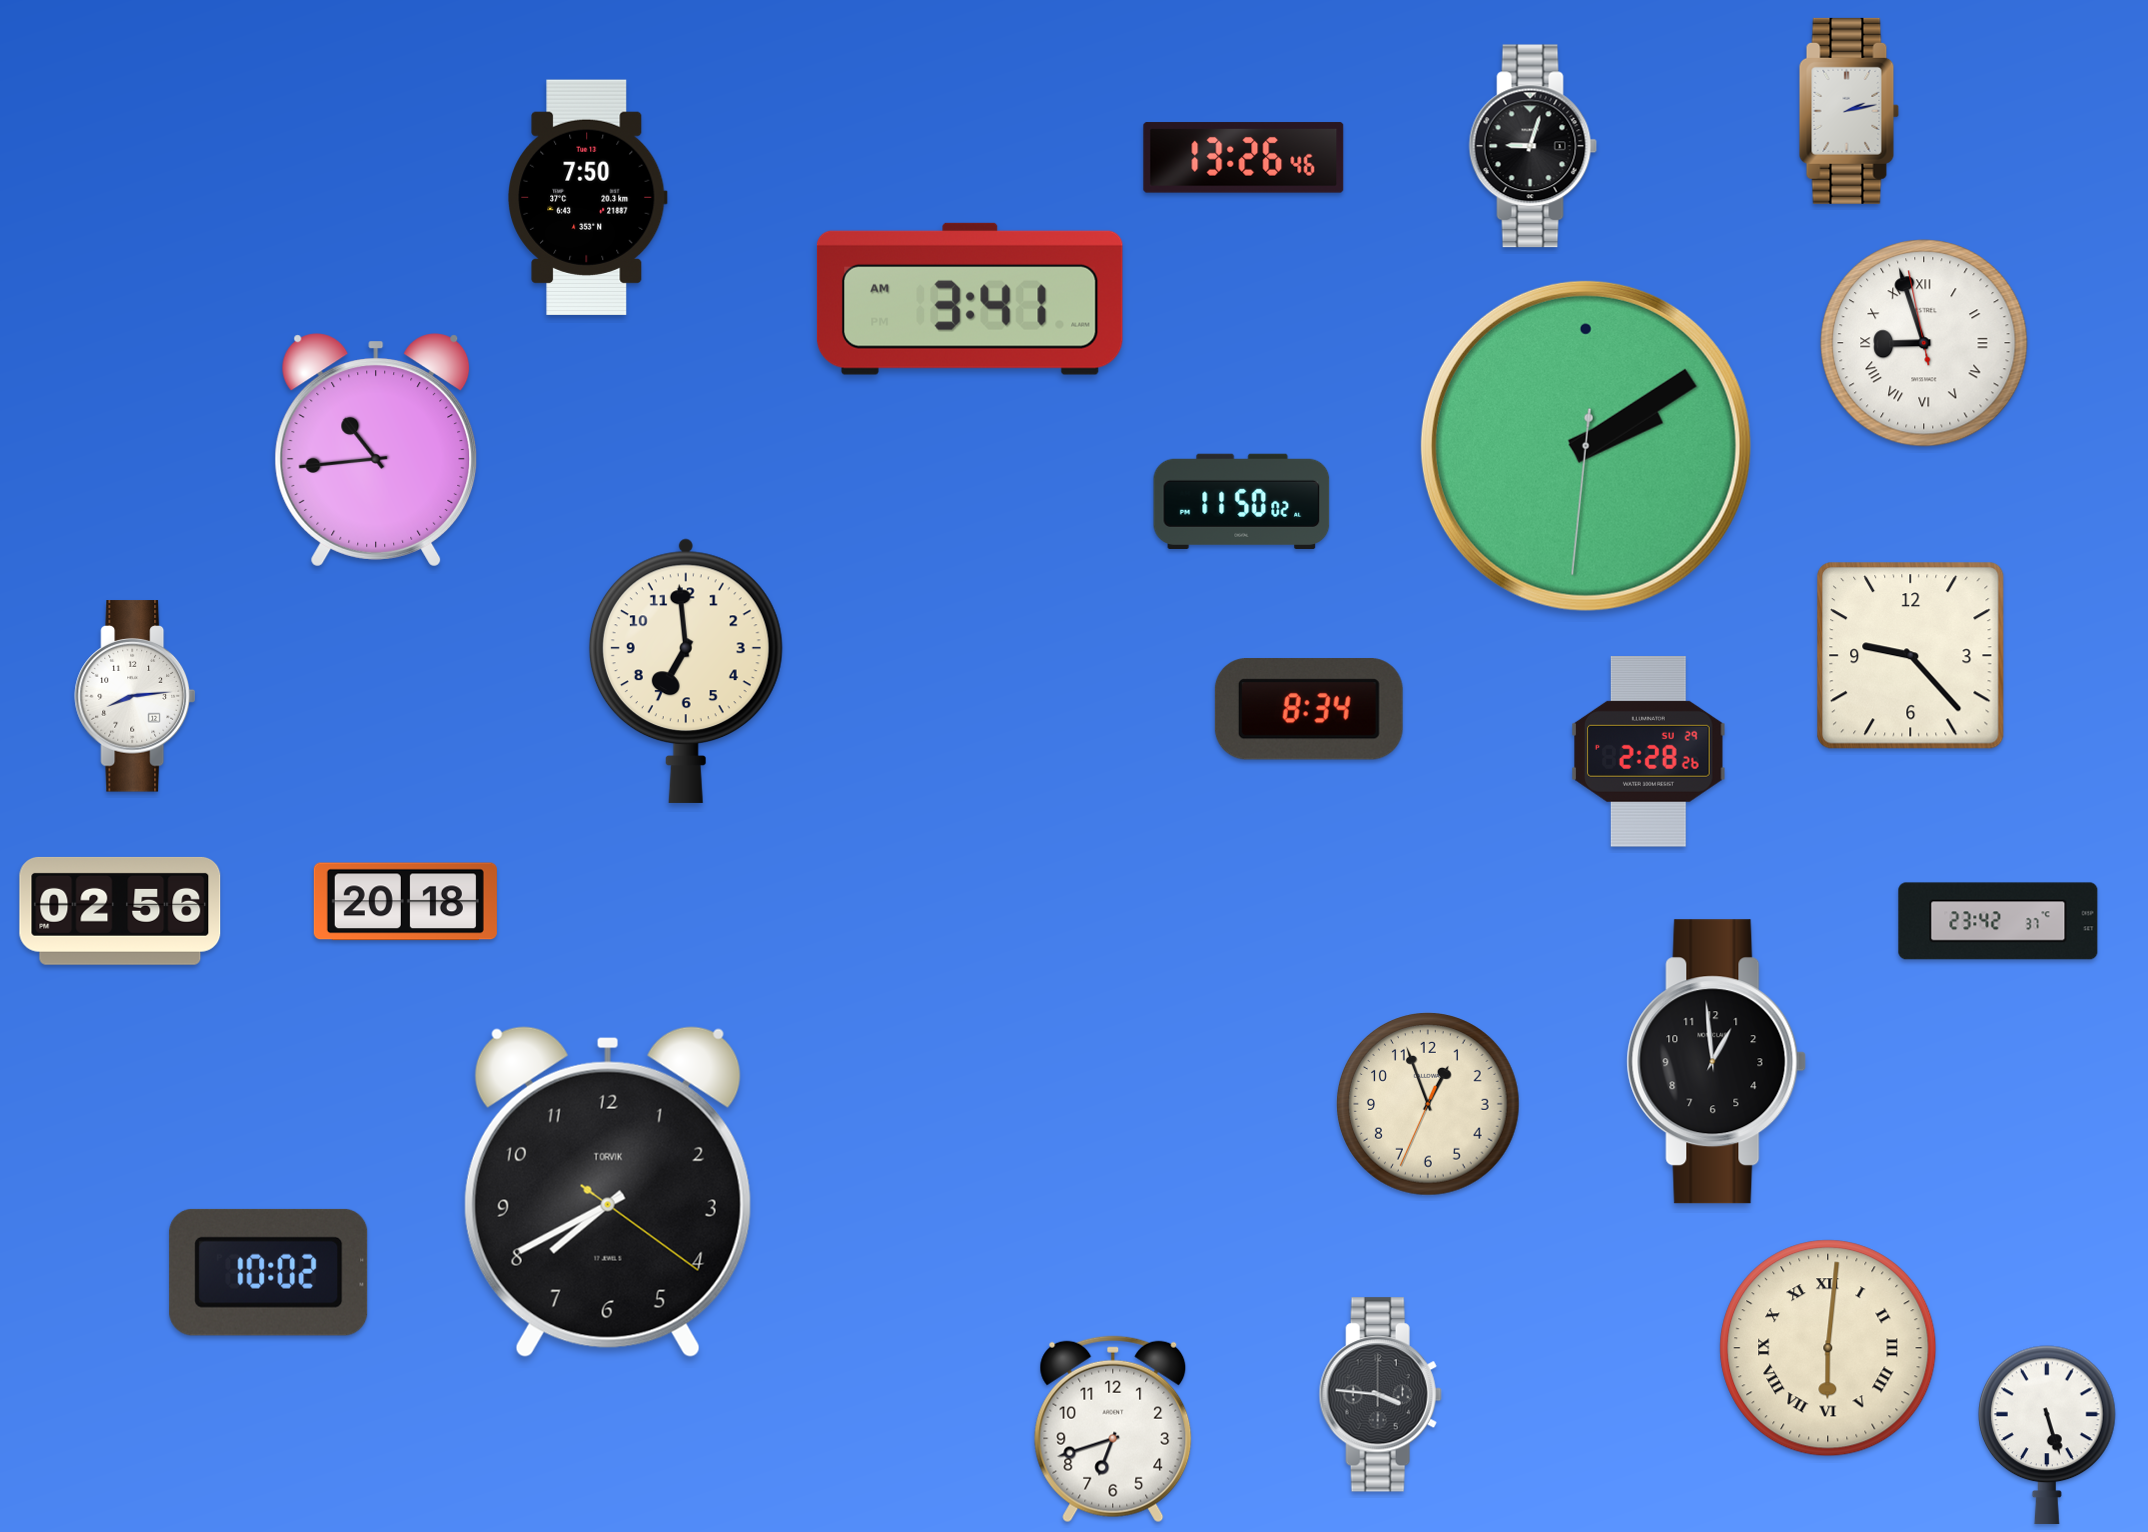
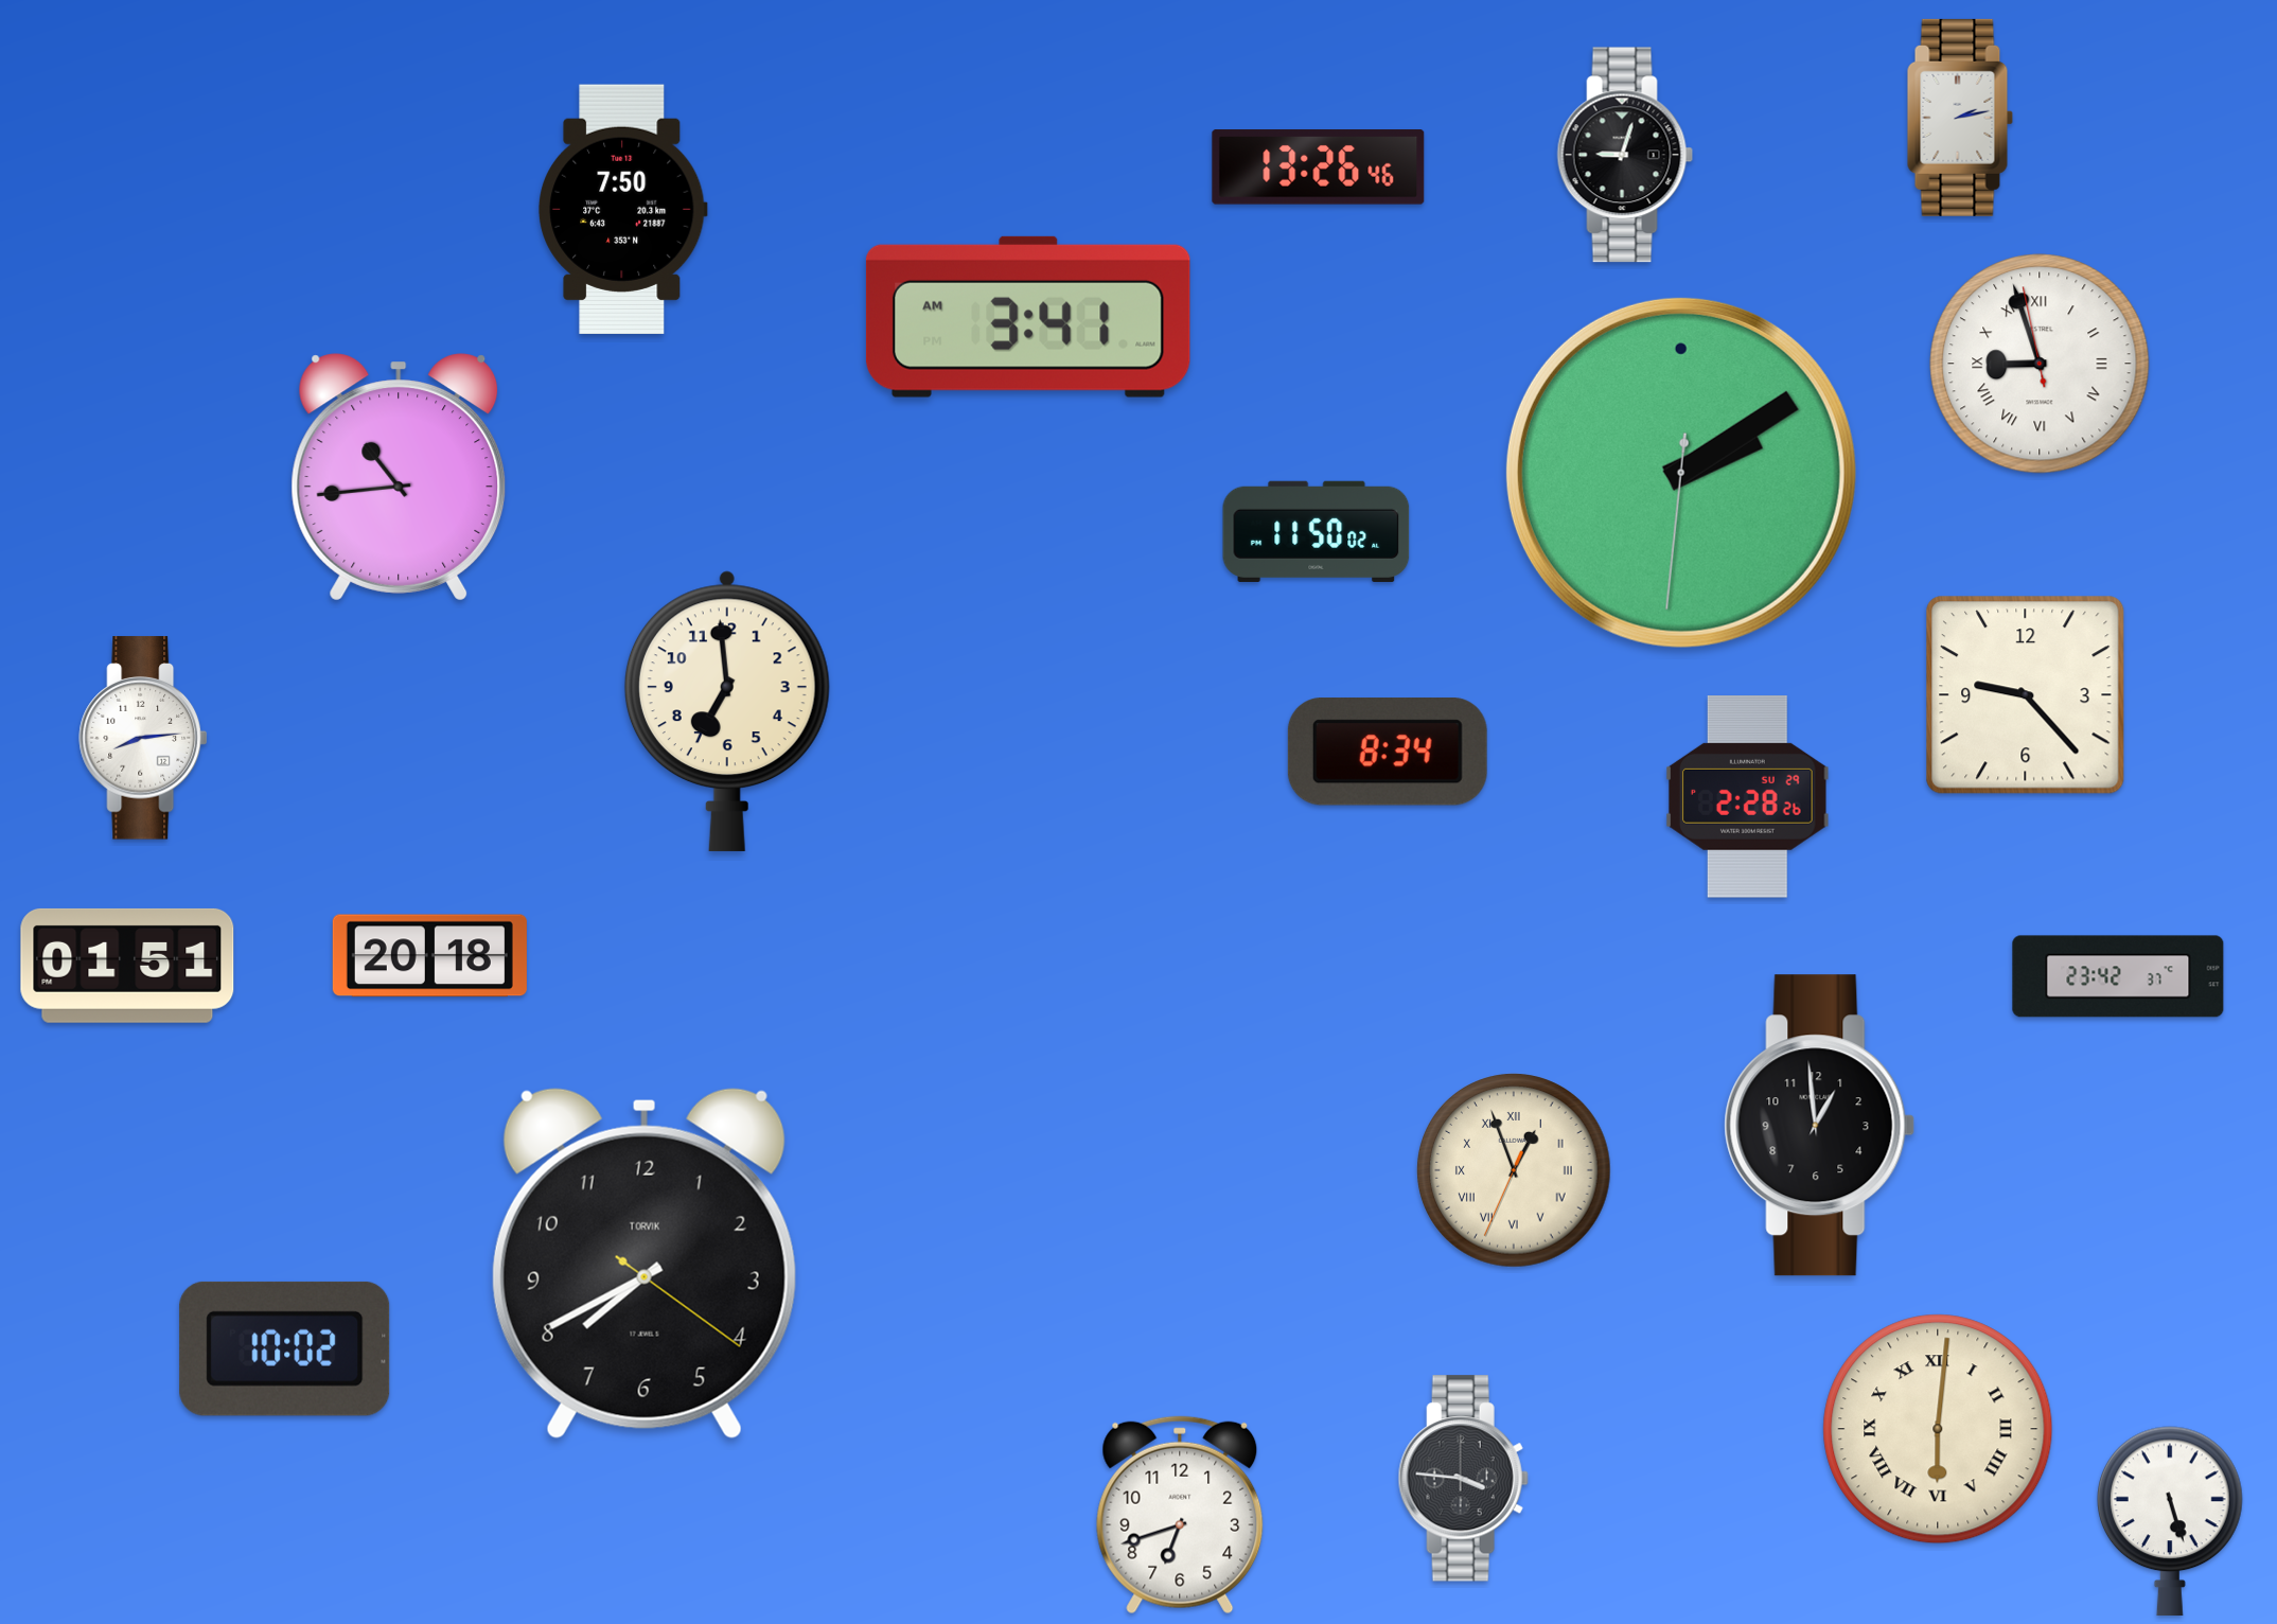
clock at (120, 911): 02:56 -> 01:51
clock at (1428, 1104) numerals: Arabic -> Roman
